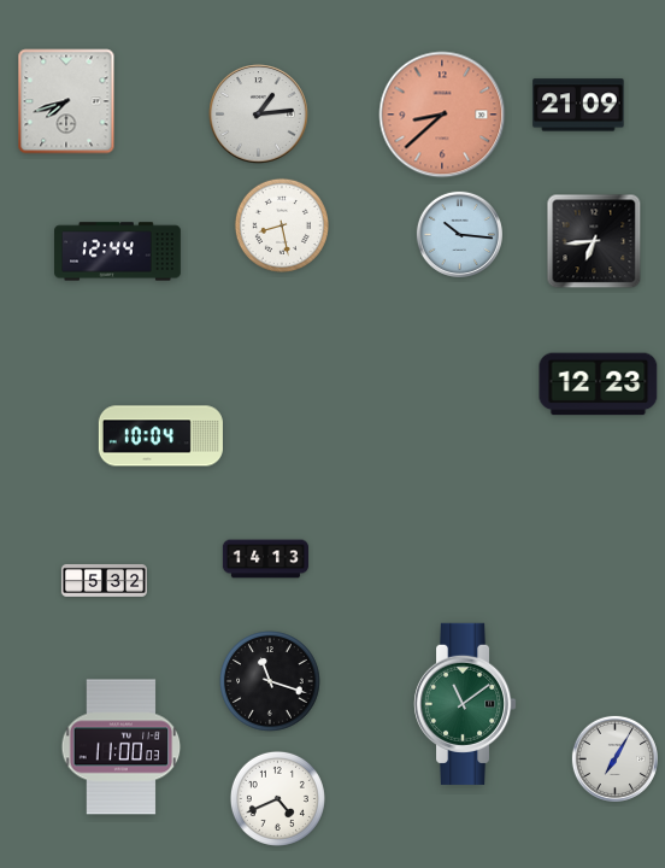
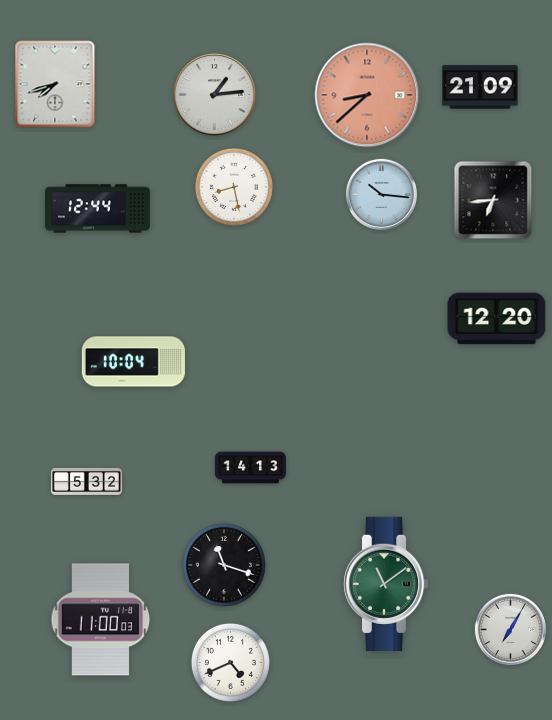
clock at (599, 385): 12:23 -> 12:20
clock at (265, 559) position: (265, 559) -> (250, 468)
